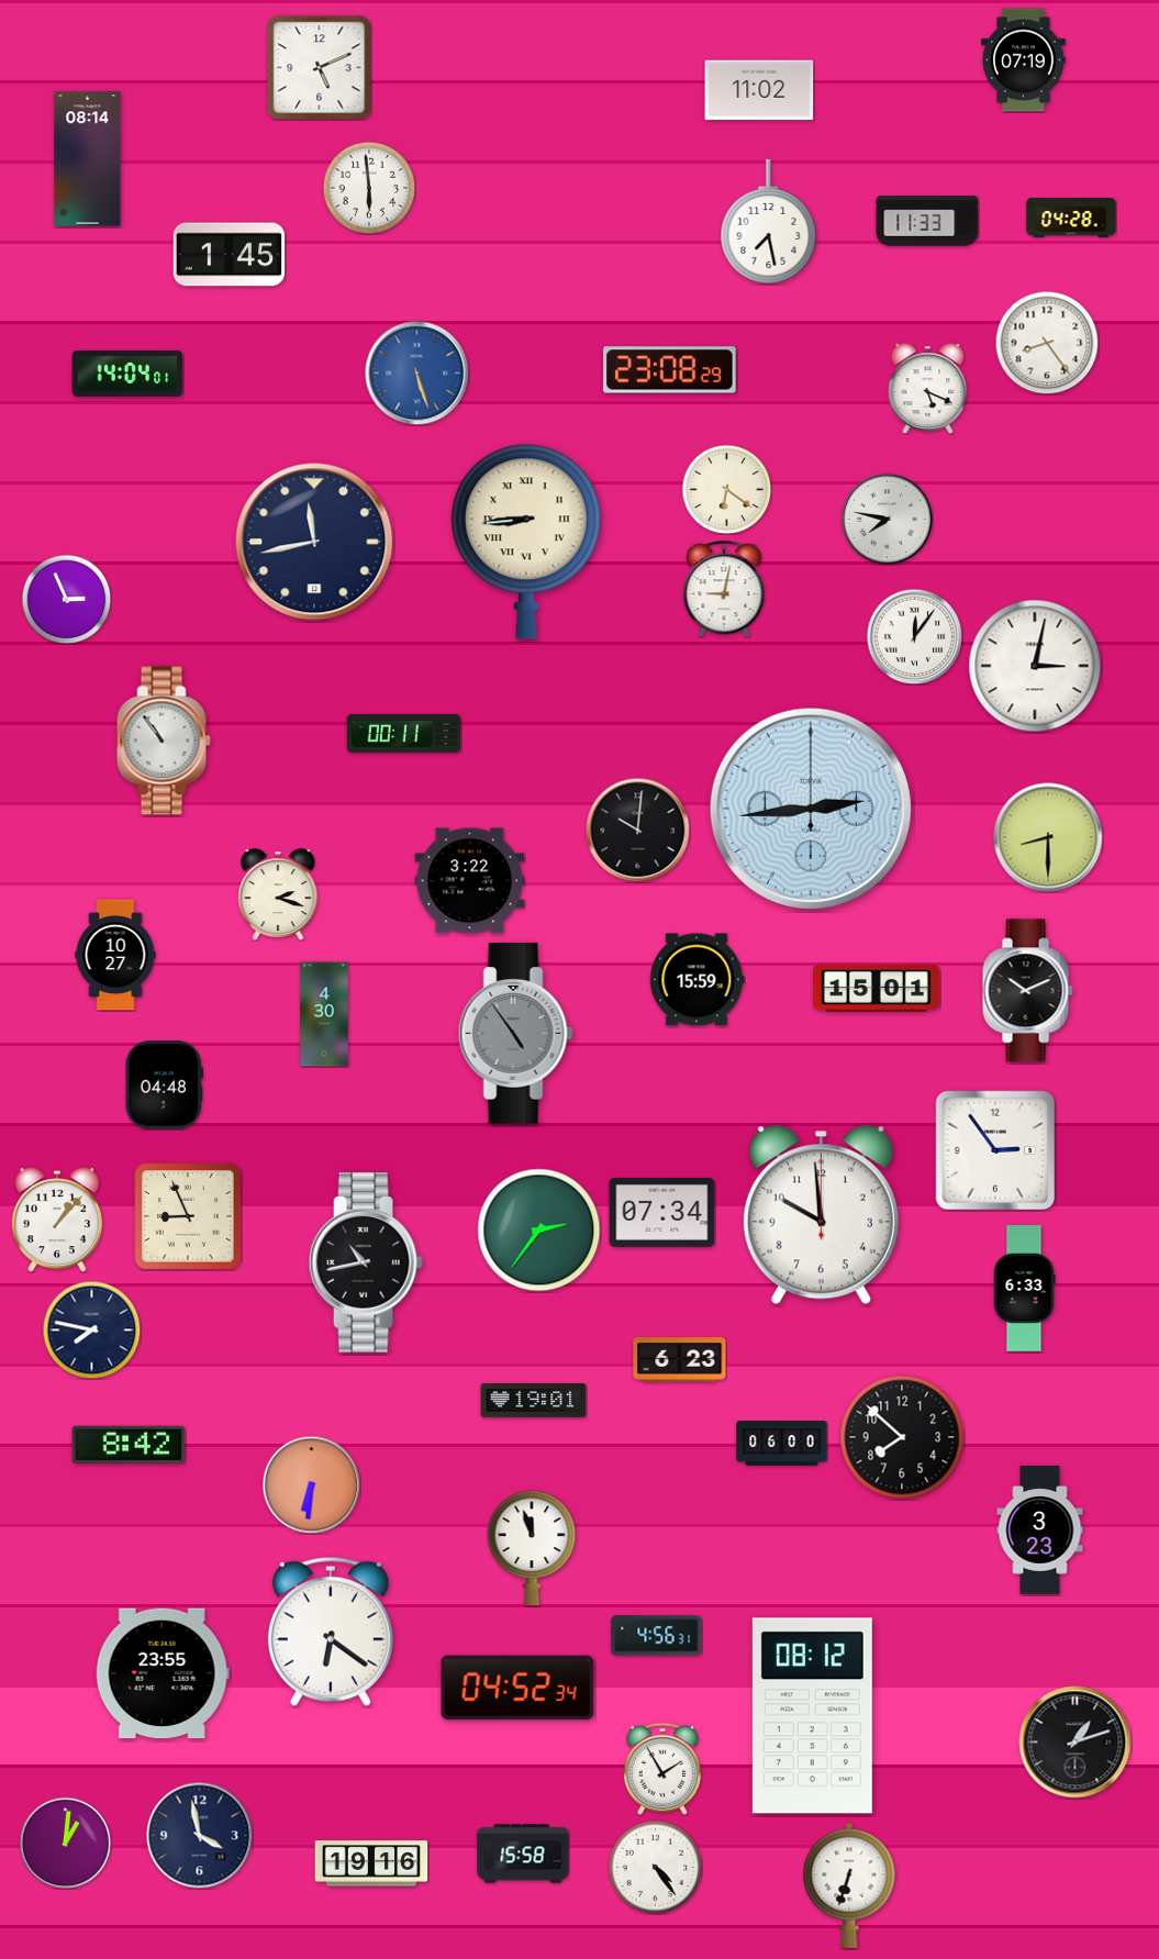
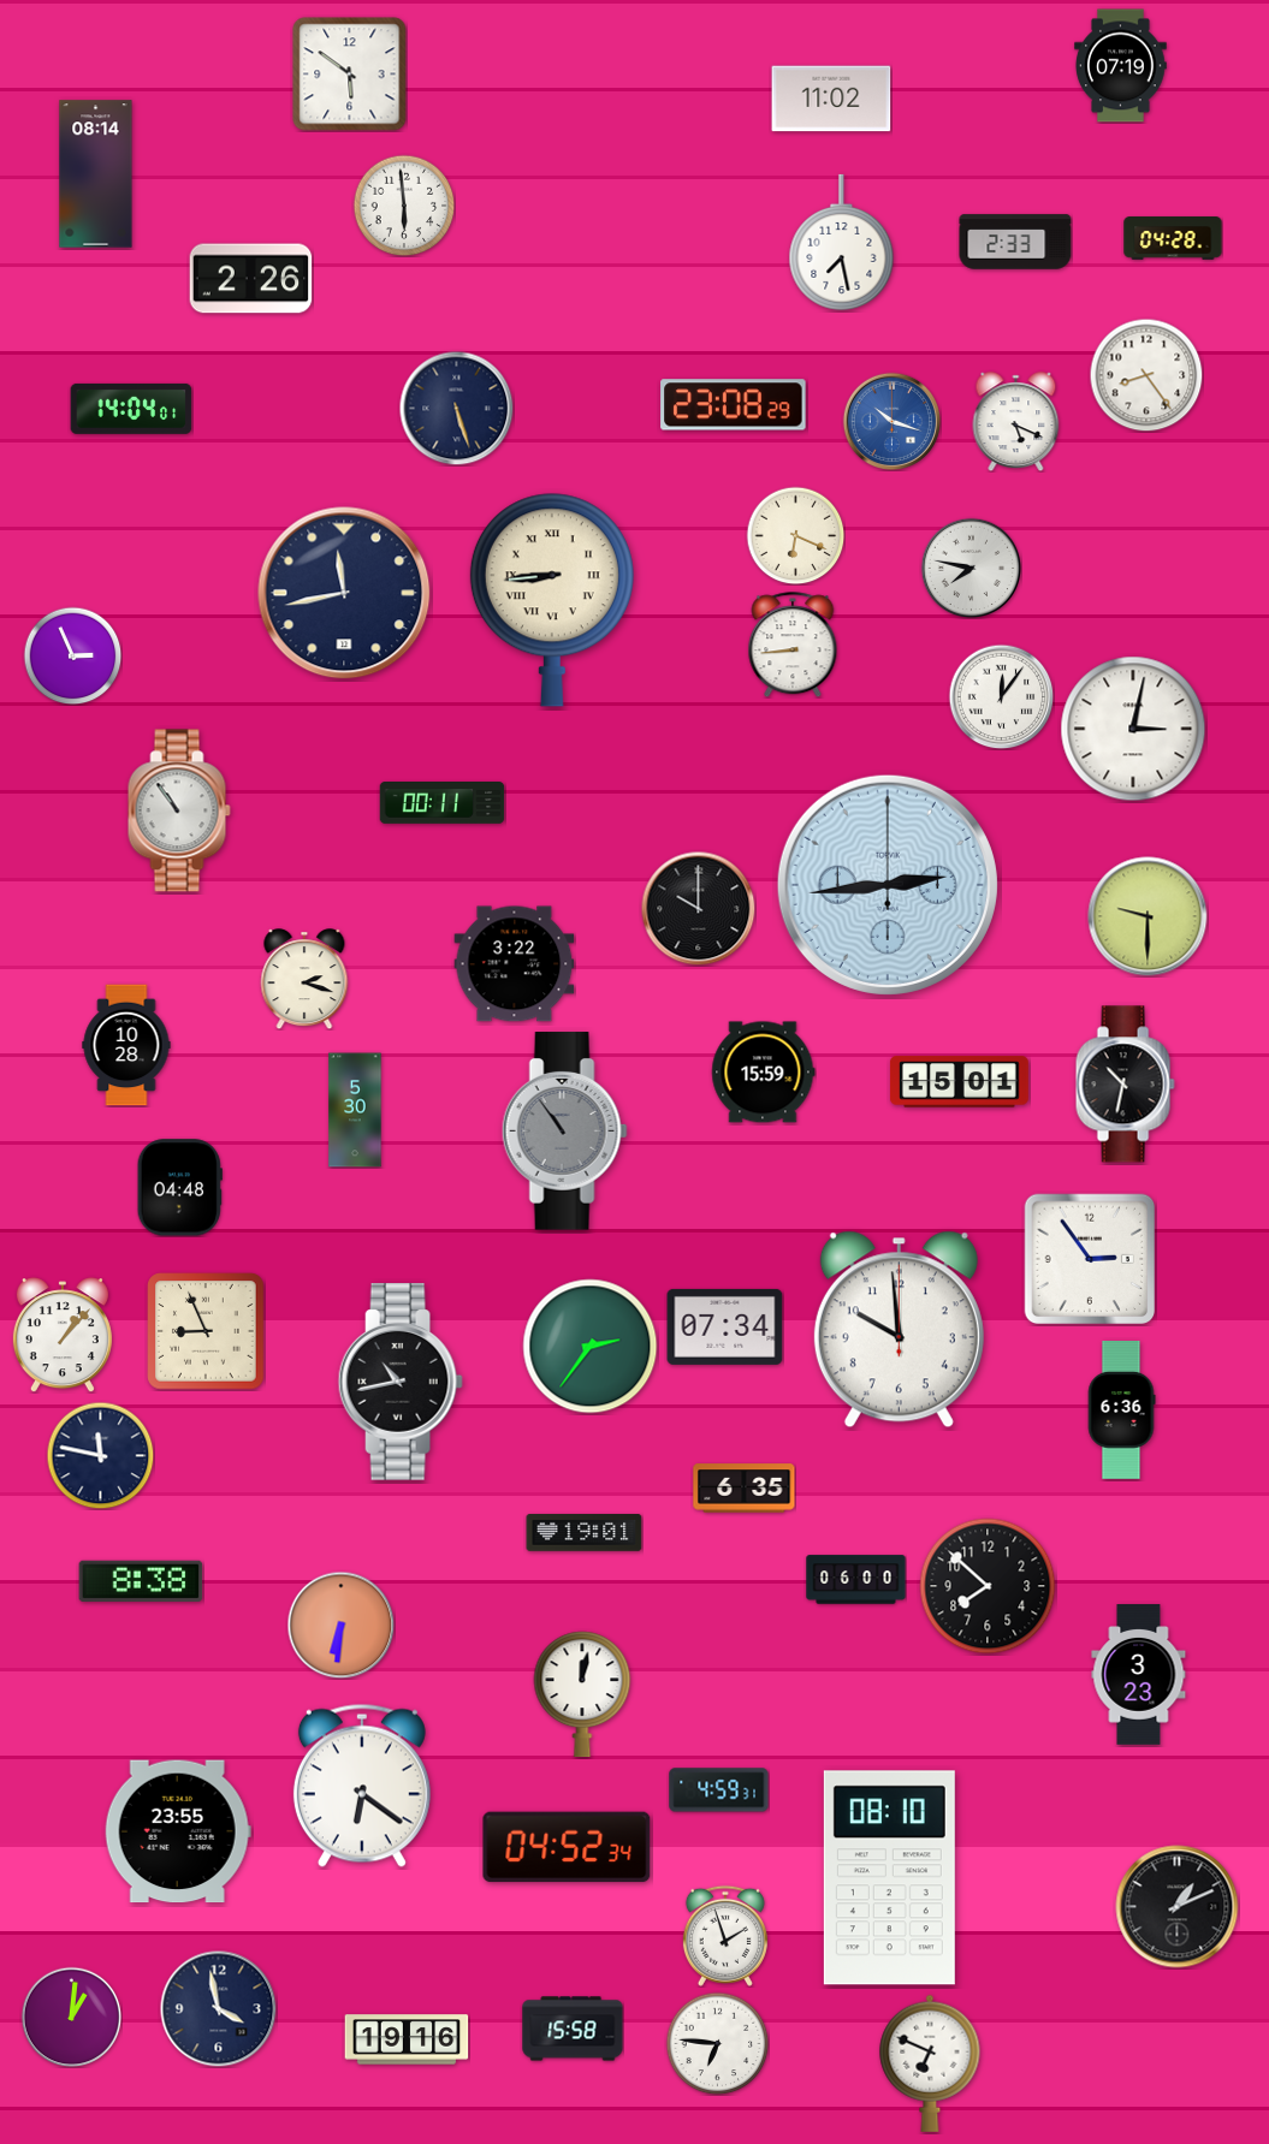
clock at (320, 68): 5:11 -> 5:51
clock at (927, 221): 11:33 -> 2:33
clock at (230, 255): 1:45 -> 2:26
clock at (416, 372) dial: blue -> navy
clock at (127, 374) position: (127, 374) -> (131, 409)
clock at (891, 421): none -> 10:18
clock at (928, 389) position: (928, 389) -> (1016, 422)
clock at (726, 489): 6:21 -> 6:19
clock at (526, 542) position: (526, 542) -> (552, 600)
clock at (724, 589): 9:02 -> 8:44
clock at (637, 830): 10:01 -> 10:00
clock at (1048, 837): 8:30 -> 9:30
clock at (115, 955): 10:27 -> 10:28
clock at (1027, 991): 10:11 -> 10:32
clock at (324, 1014): 4:30 -> 5:30
clock at (515, 1034): 4:54 -> 10:54
clock at (1024, 1289): 6:33 -> 6:36
clock at (91, 1329): 7:47 -> 11:47
clock at (680, 1360): 6:23 -> 6:35
clock at (902, 1437) position: (902, 1437) -> (988, 1586)
clock at (129, 1445): 8:42 -> 8:38
clock at (532, 1548): 11:57 -> 12:02
clock at (657, 1636): 4:56 -> 4:59
clock at (812, 1716): 08:12 -> 08:10
clock at (1076, 1743): 1:12 -> 1:11
clock at (662, 1769): 1:55 -> 1:57
clock at (655, 1867): 4:24 -> 6:46
clock at (849, 1885): 6:33 -> 6:49
